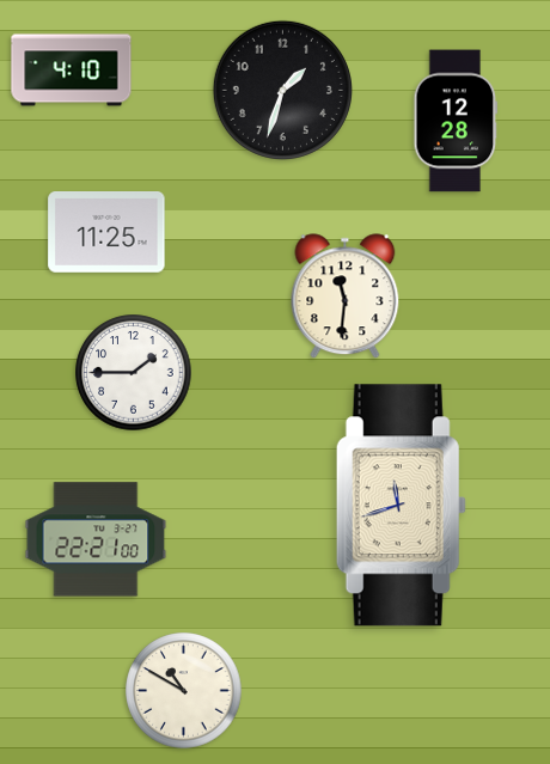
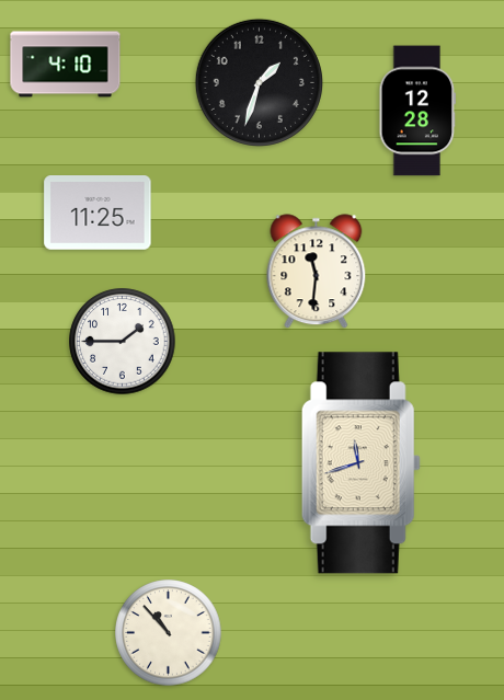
clock at (401, 506) position: (401, 506) -> (360, 463)
clock at (96, 539): 22:21 -> none
clock at (184, 691): 10:50 -> 10:53
